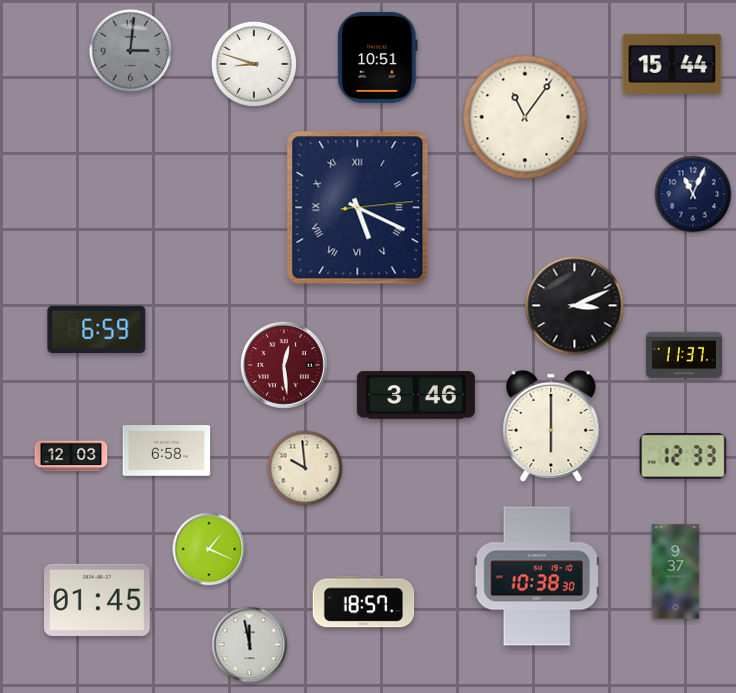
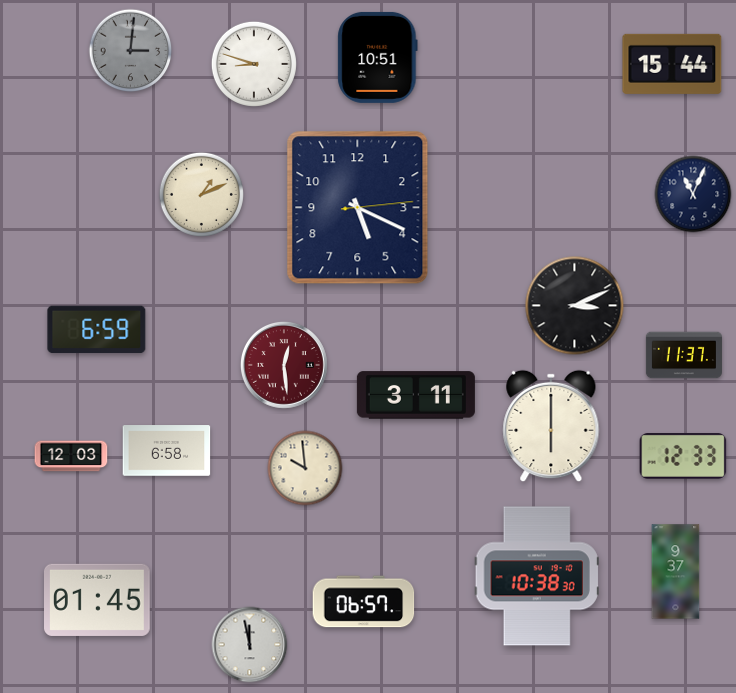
clock at (525, 117): 11:06 -> none
clock at (201, 194): none -> 1:11
clock at (358, 208) numerals: Roman -> Arabic
clock at (416, 395): 3:46 -> 3:11
clock at (209, 549): 1:19 -> none
clock at (364, 602): 18:57 -> 06:57
